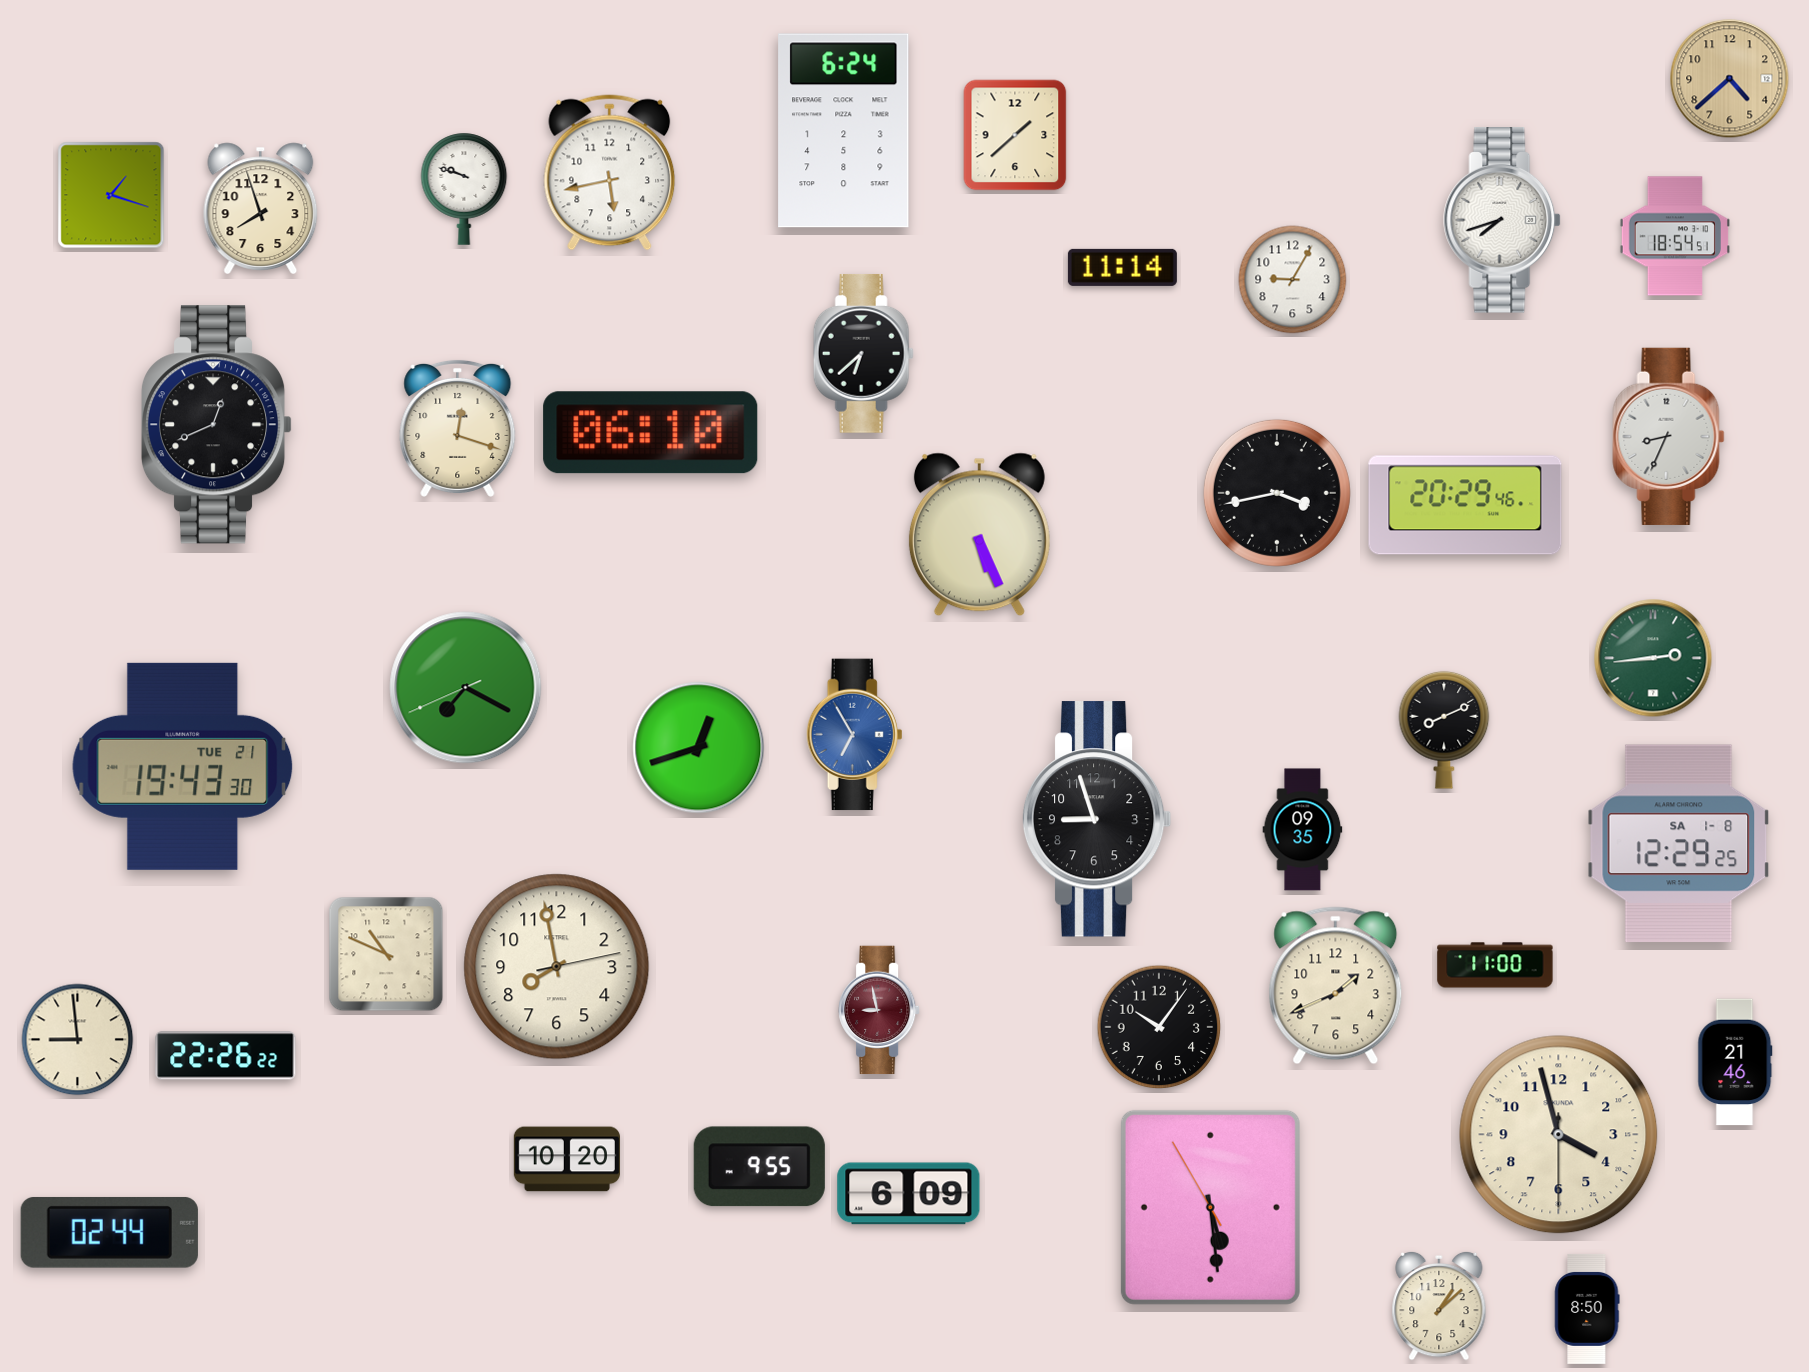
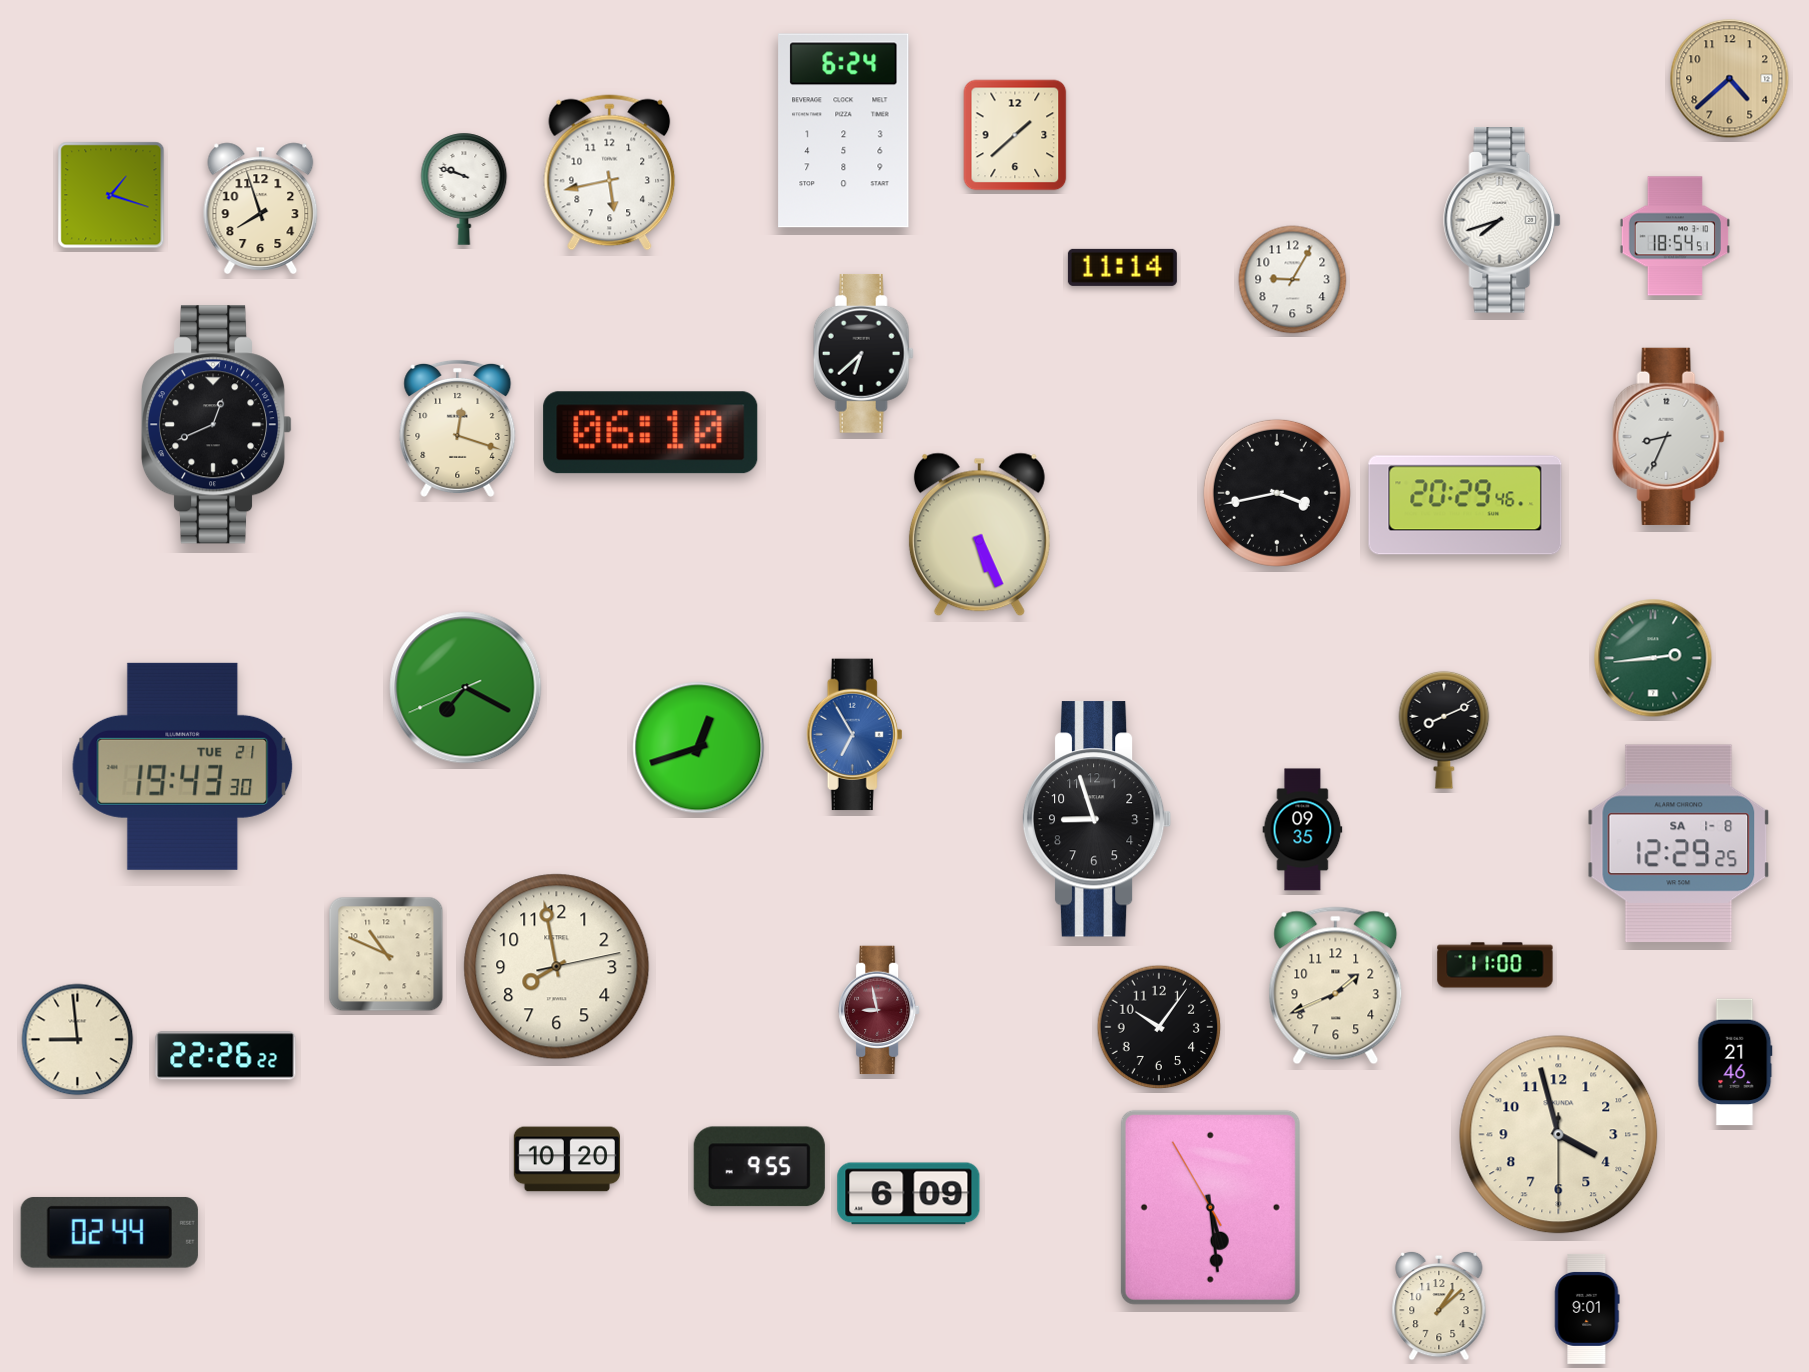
clock at (1587, 1309): 8:50 -> 9:01
